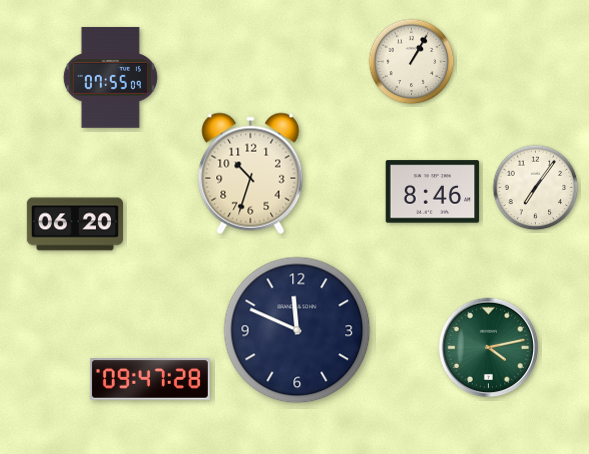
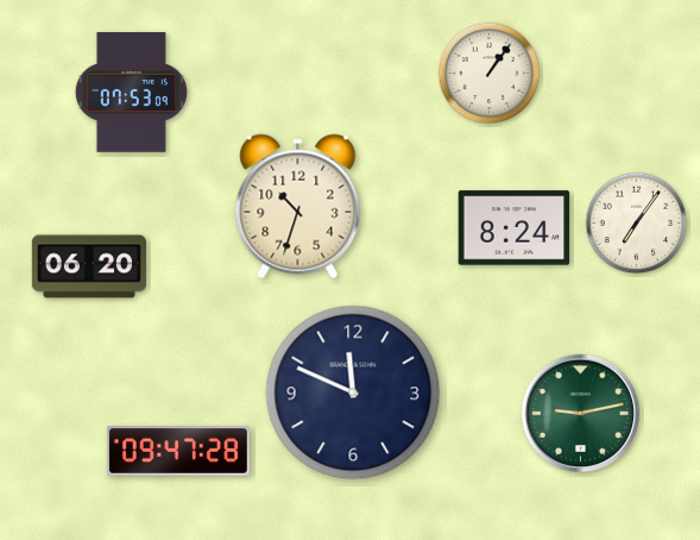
clock at (412, 62): 1:05 -> 1:06
clock at (110, 78): 07:55 -> 07:53
clock at (433, 192): 8:46 -> 8:24
clock at (488, 347): 4:13 -> 9:13
